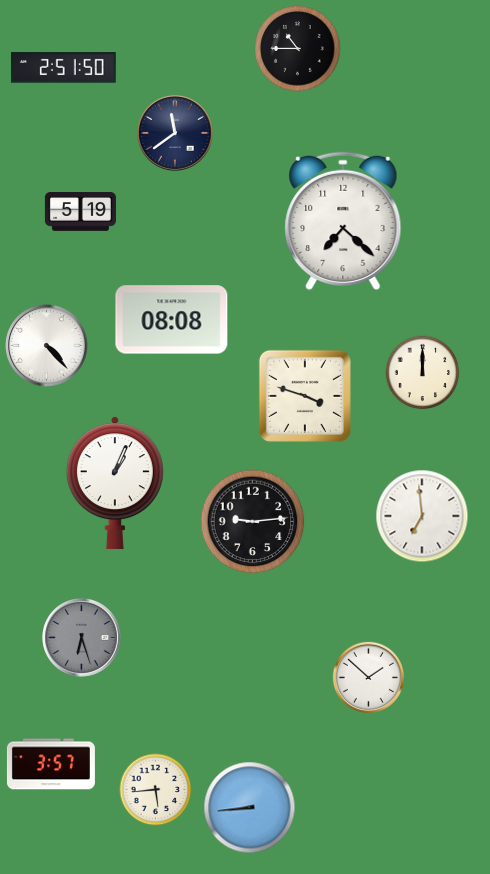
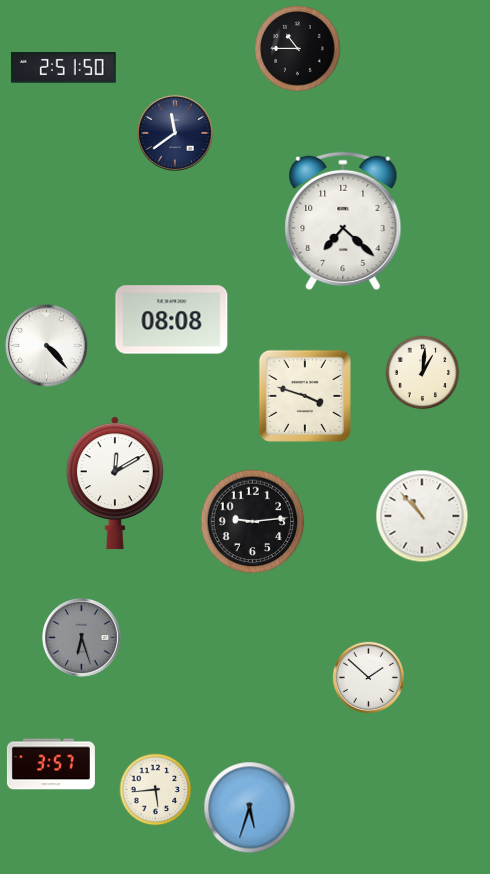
clock at (80, 212): 5:19 -> none
clock at (423, 373): 12:00 -> 1:01
clock at (115, 483): 1:04 -> 12:10
clock at (422, 516): 6:59 -> 10:53
clock at (250, 808): 8:44 -> 5:33
